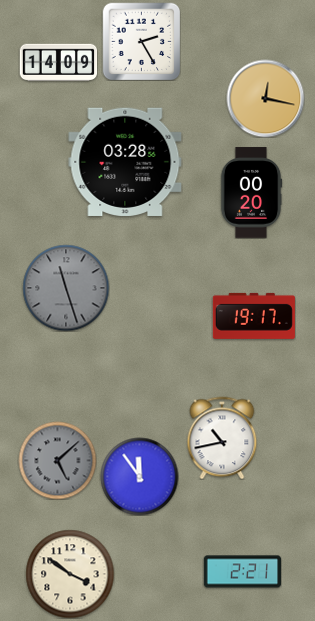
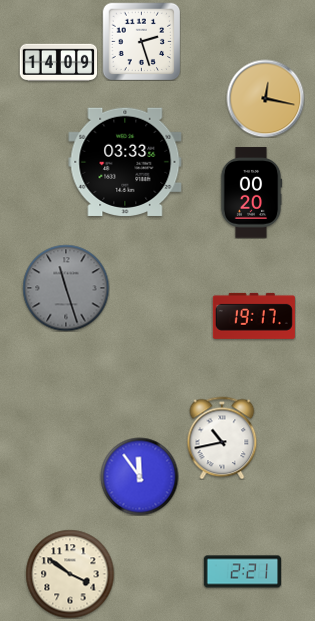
clock at (141, 41): 2:25 -> 2:27
clock at (125, 162): 03:28 -> 03:33
clock at (57, 460): 5:08 -> none
